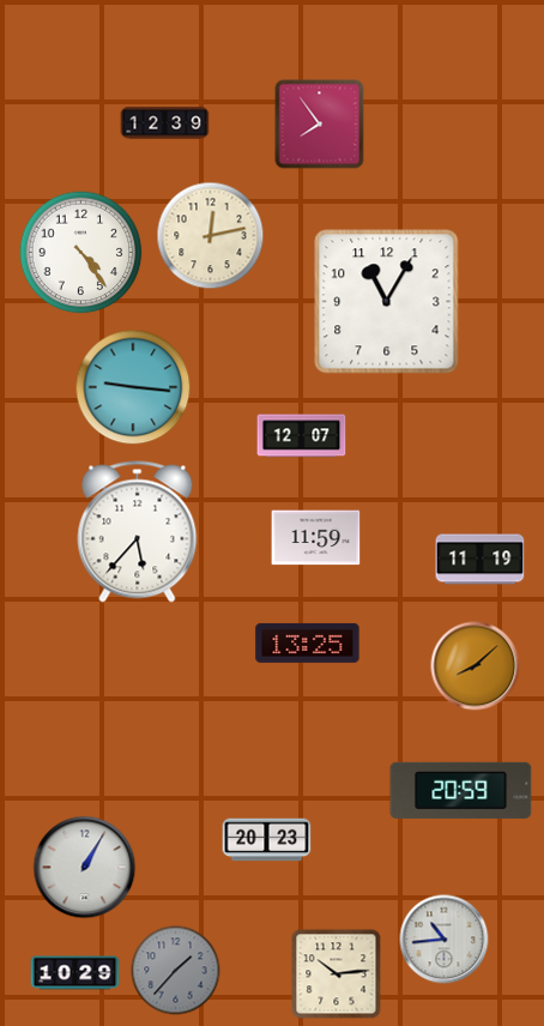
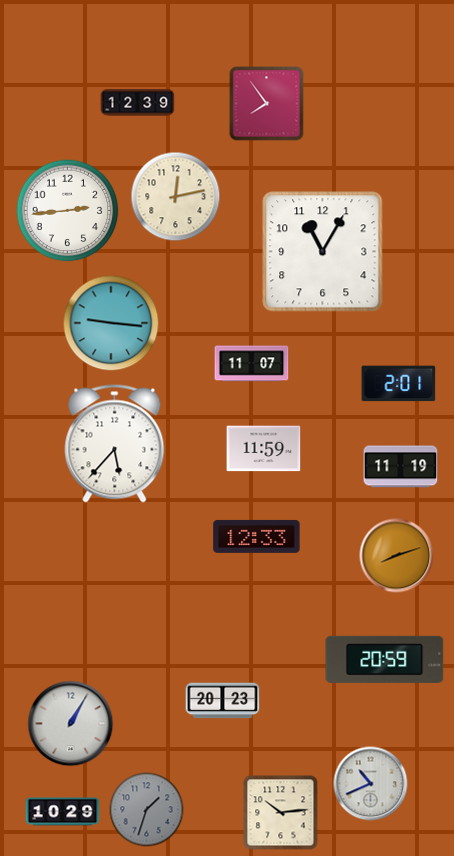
clock at (81, 253): 4:24 -> 2:44
clock at (302, 436): 12:07 -> 11:07
clock at (399, 384): none -> 2:01
clock at (308, 642): 13:25 -> 12:33
clock at (476, 666): 8:08 -> 8:12
clock at (445, 940): 10:44 -> 10:41
clock at (176, 971): 1:37 -> 1:33
